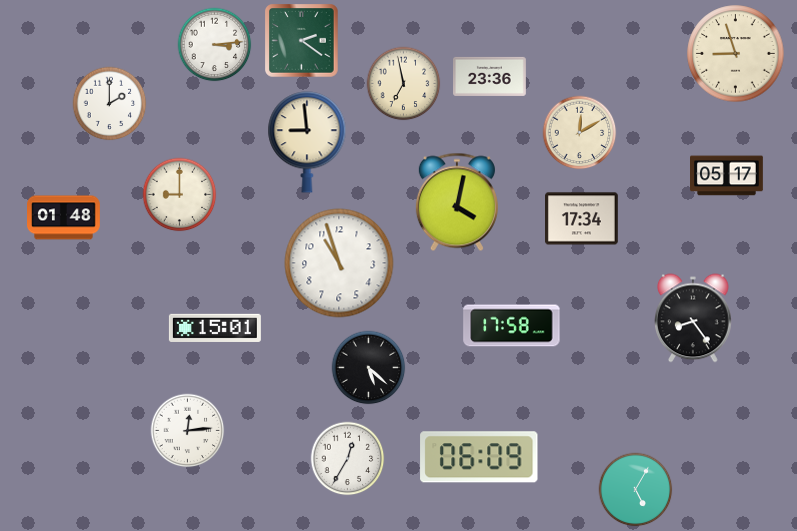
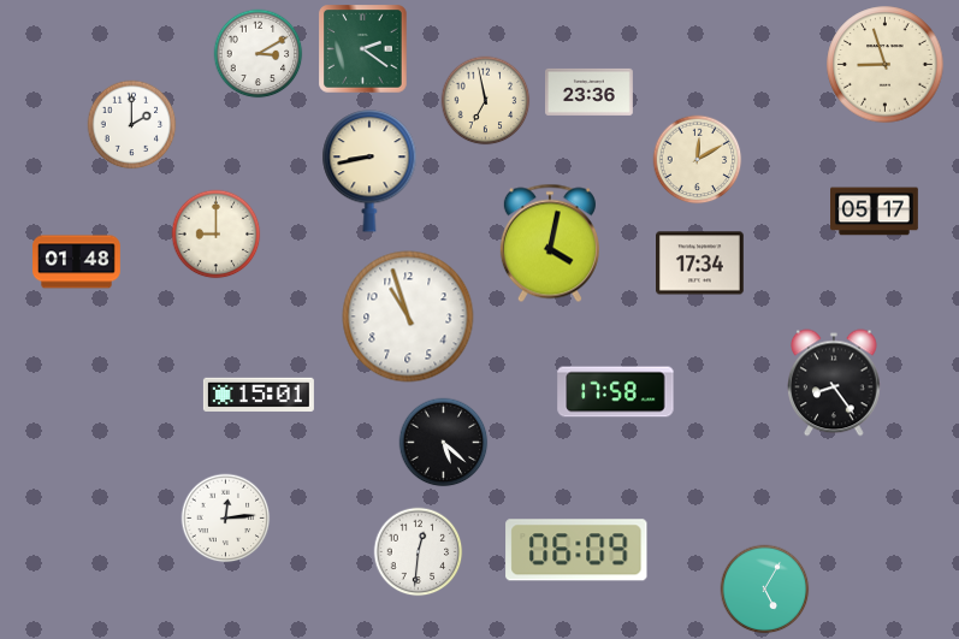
clock at (215, 45): 3:14 -> 3:10
clock at (307, 142): 8:59 -> 8:43
clock at (348, 459): 12:35 -> 12:31
